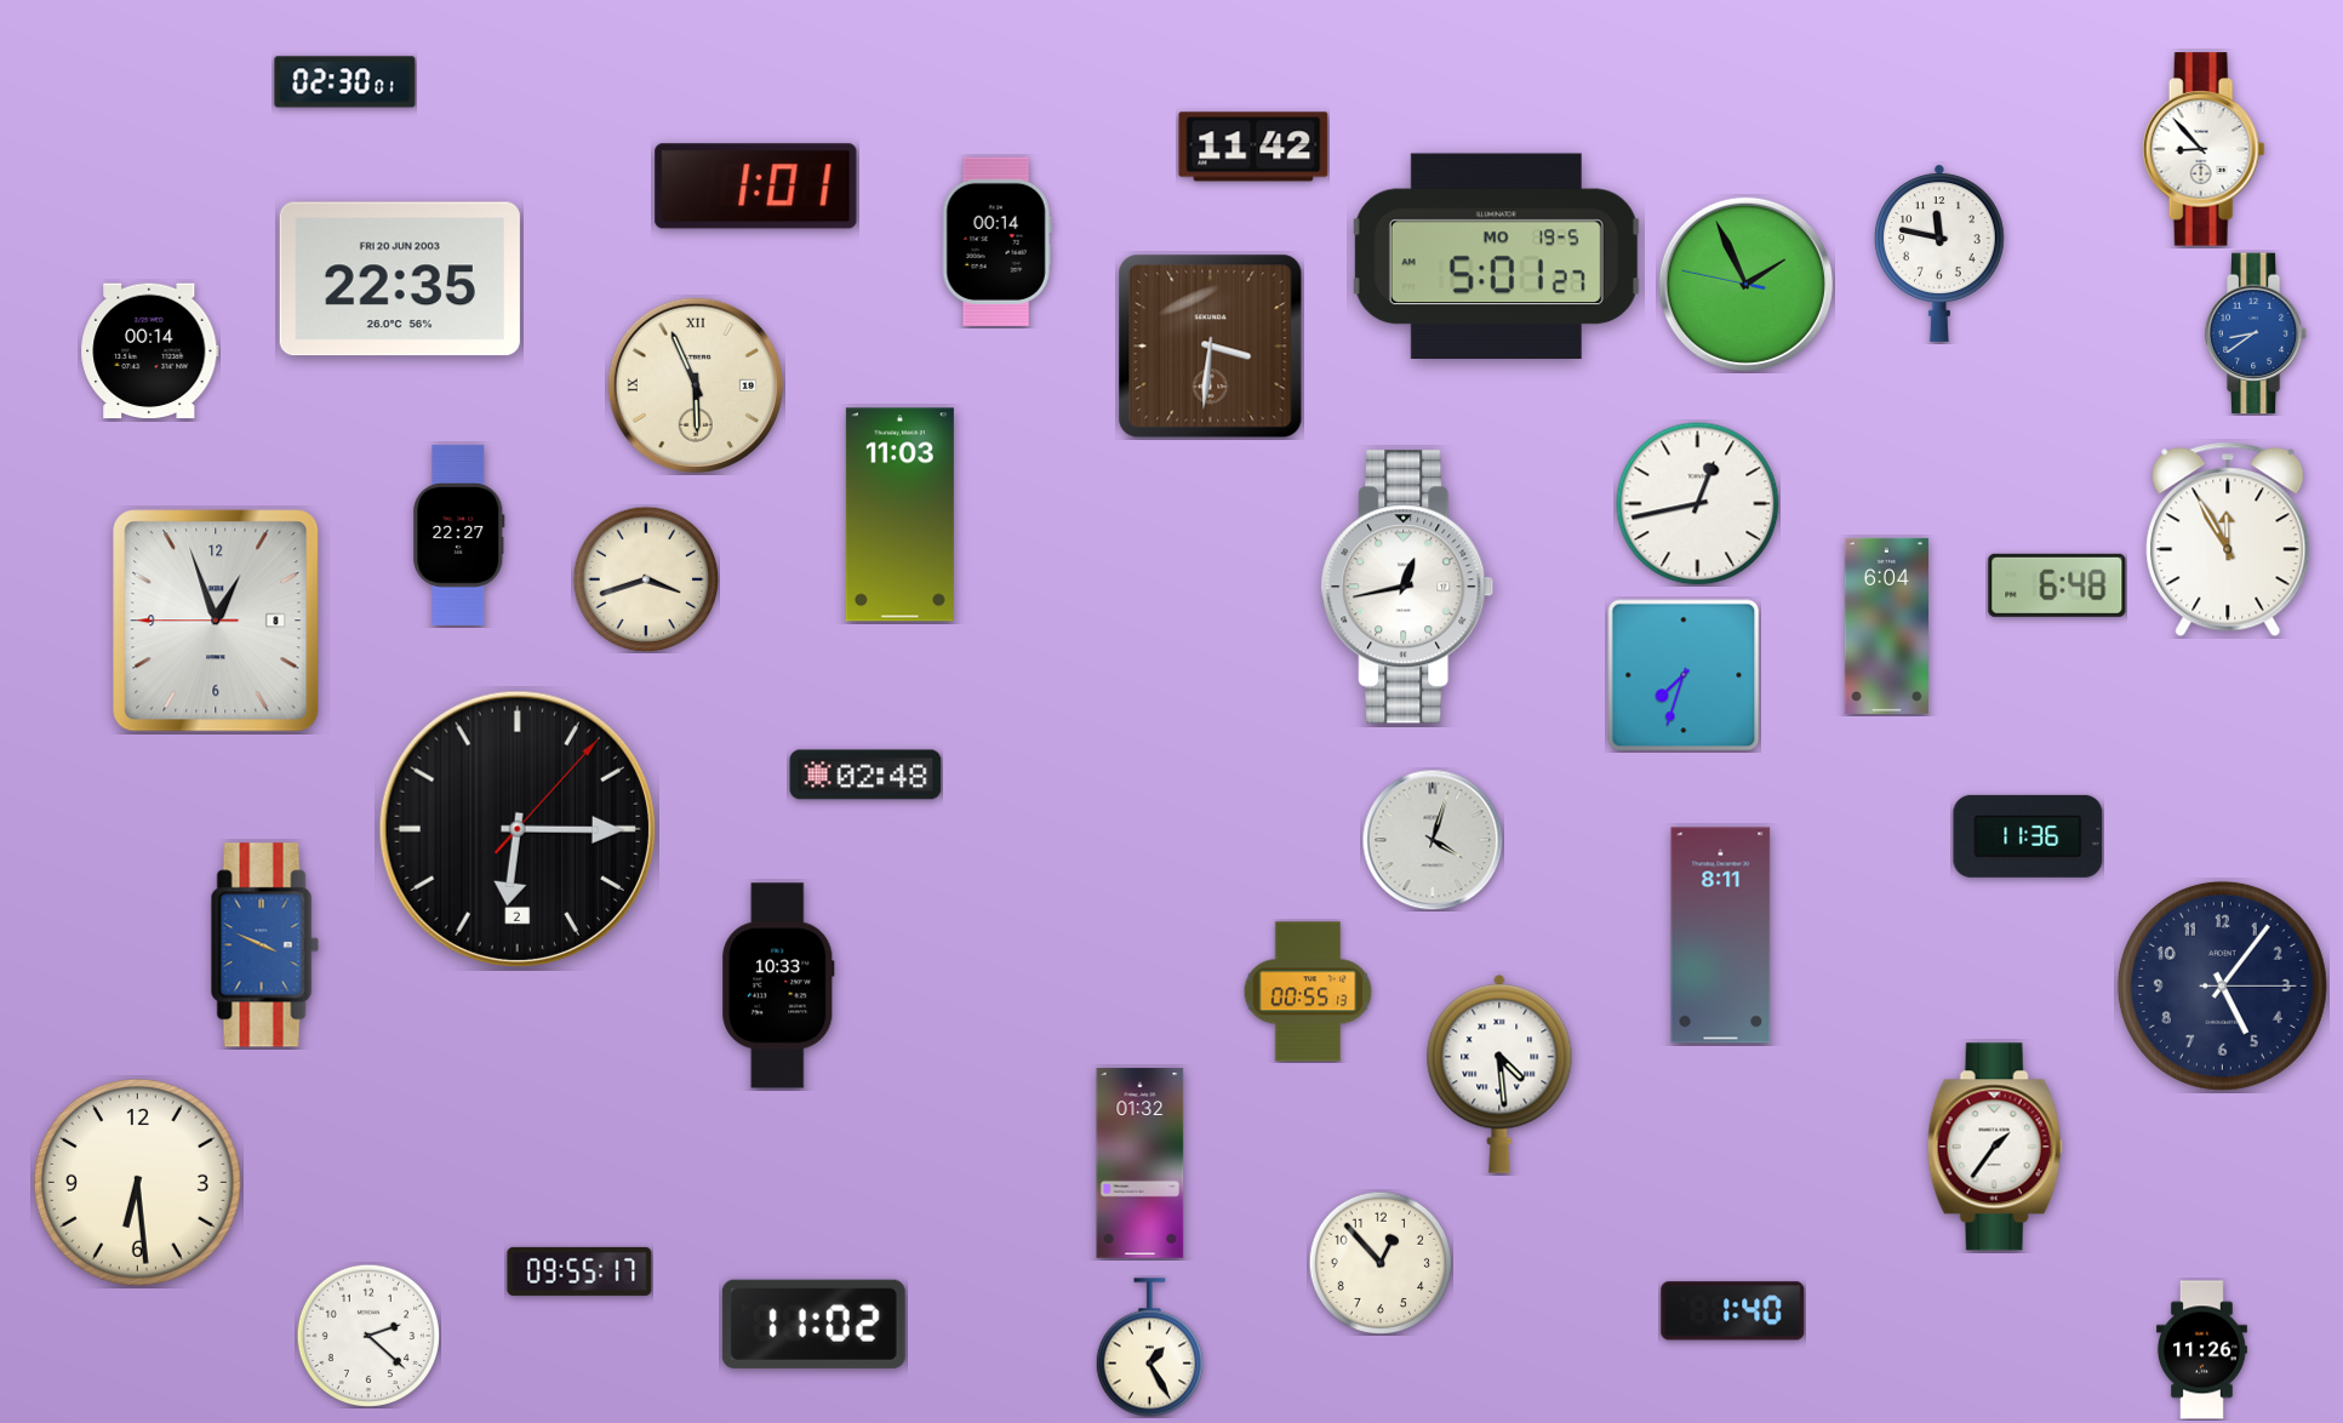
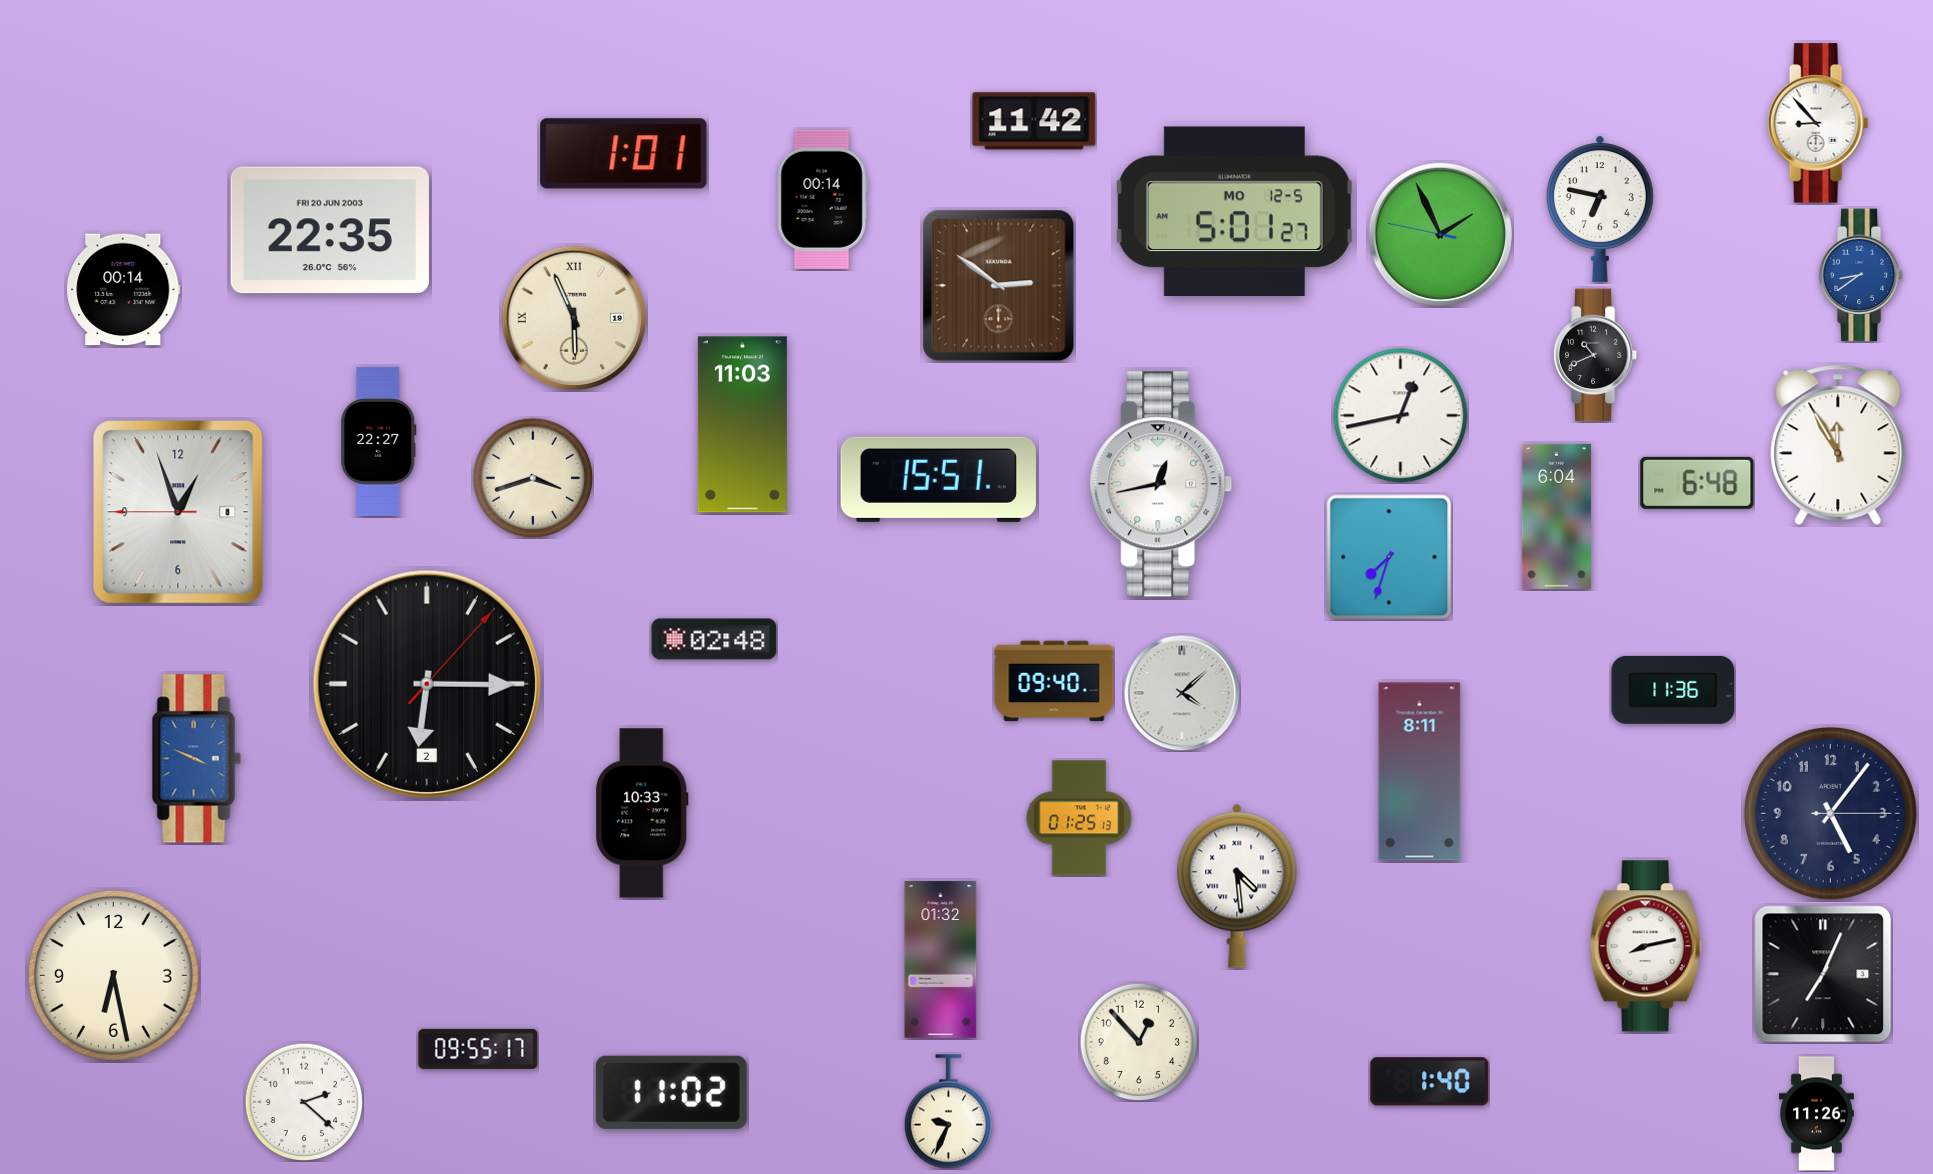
clock at (345, 82): 02:30 -> none
clock at (1939, 253): 11:47 -> 6:47
clock at (1496, 256) date: MO 19-5 -> MO 12-5
clock at (1211, 347): 3:31 -> 2:51
clock at (1595, 355): none -> 10:41
clock at (938, 479): none -> 15:51
clock at (1054, 681): none -> 09:40
clock at (1433, 840): 4:03 -> 4:08
clock at (264, 945) position: (264, 945) -> (196, 759)
clock at (2222, 985) position: (2222, 985) -> (1830, 813)
clock at (1308, 991): 00:55 -> 01:25
clock at (1995, 1147): 1:36 -> 8:13
clock at (1823, 974): none -> 7:04
clock at (137, 1182): 6:29 -> 6:28
clock at (1149, 1348): 1:25 -> 9:34
